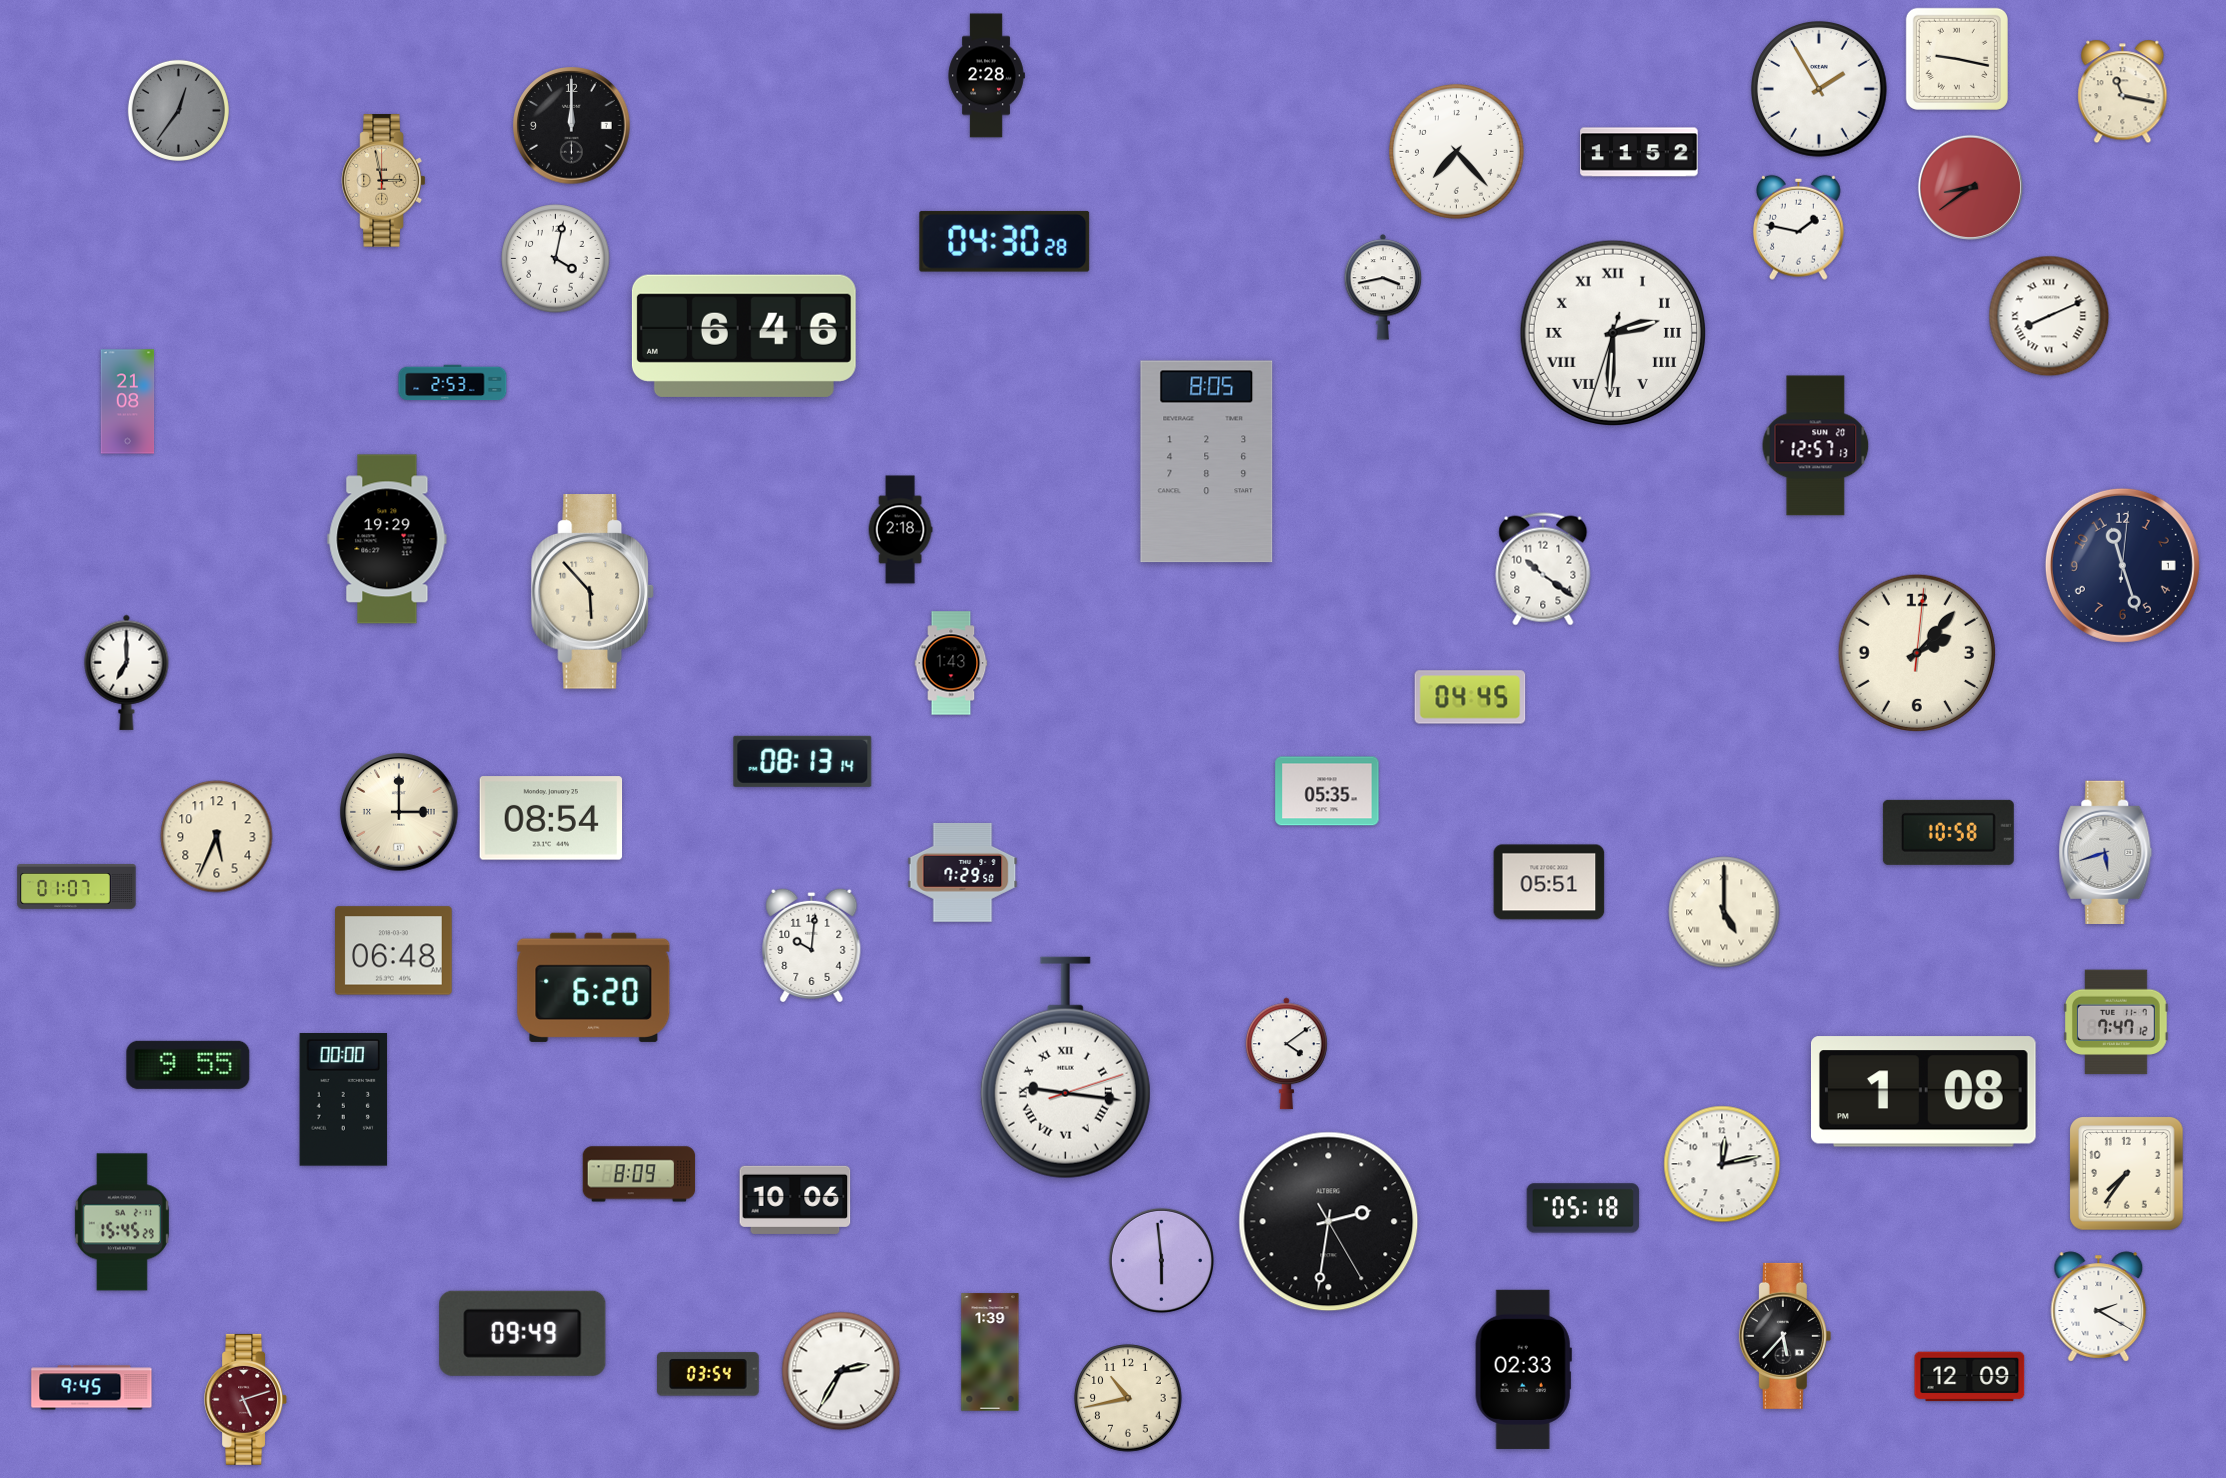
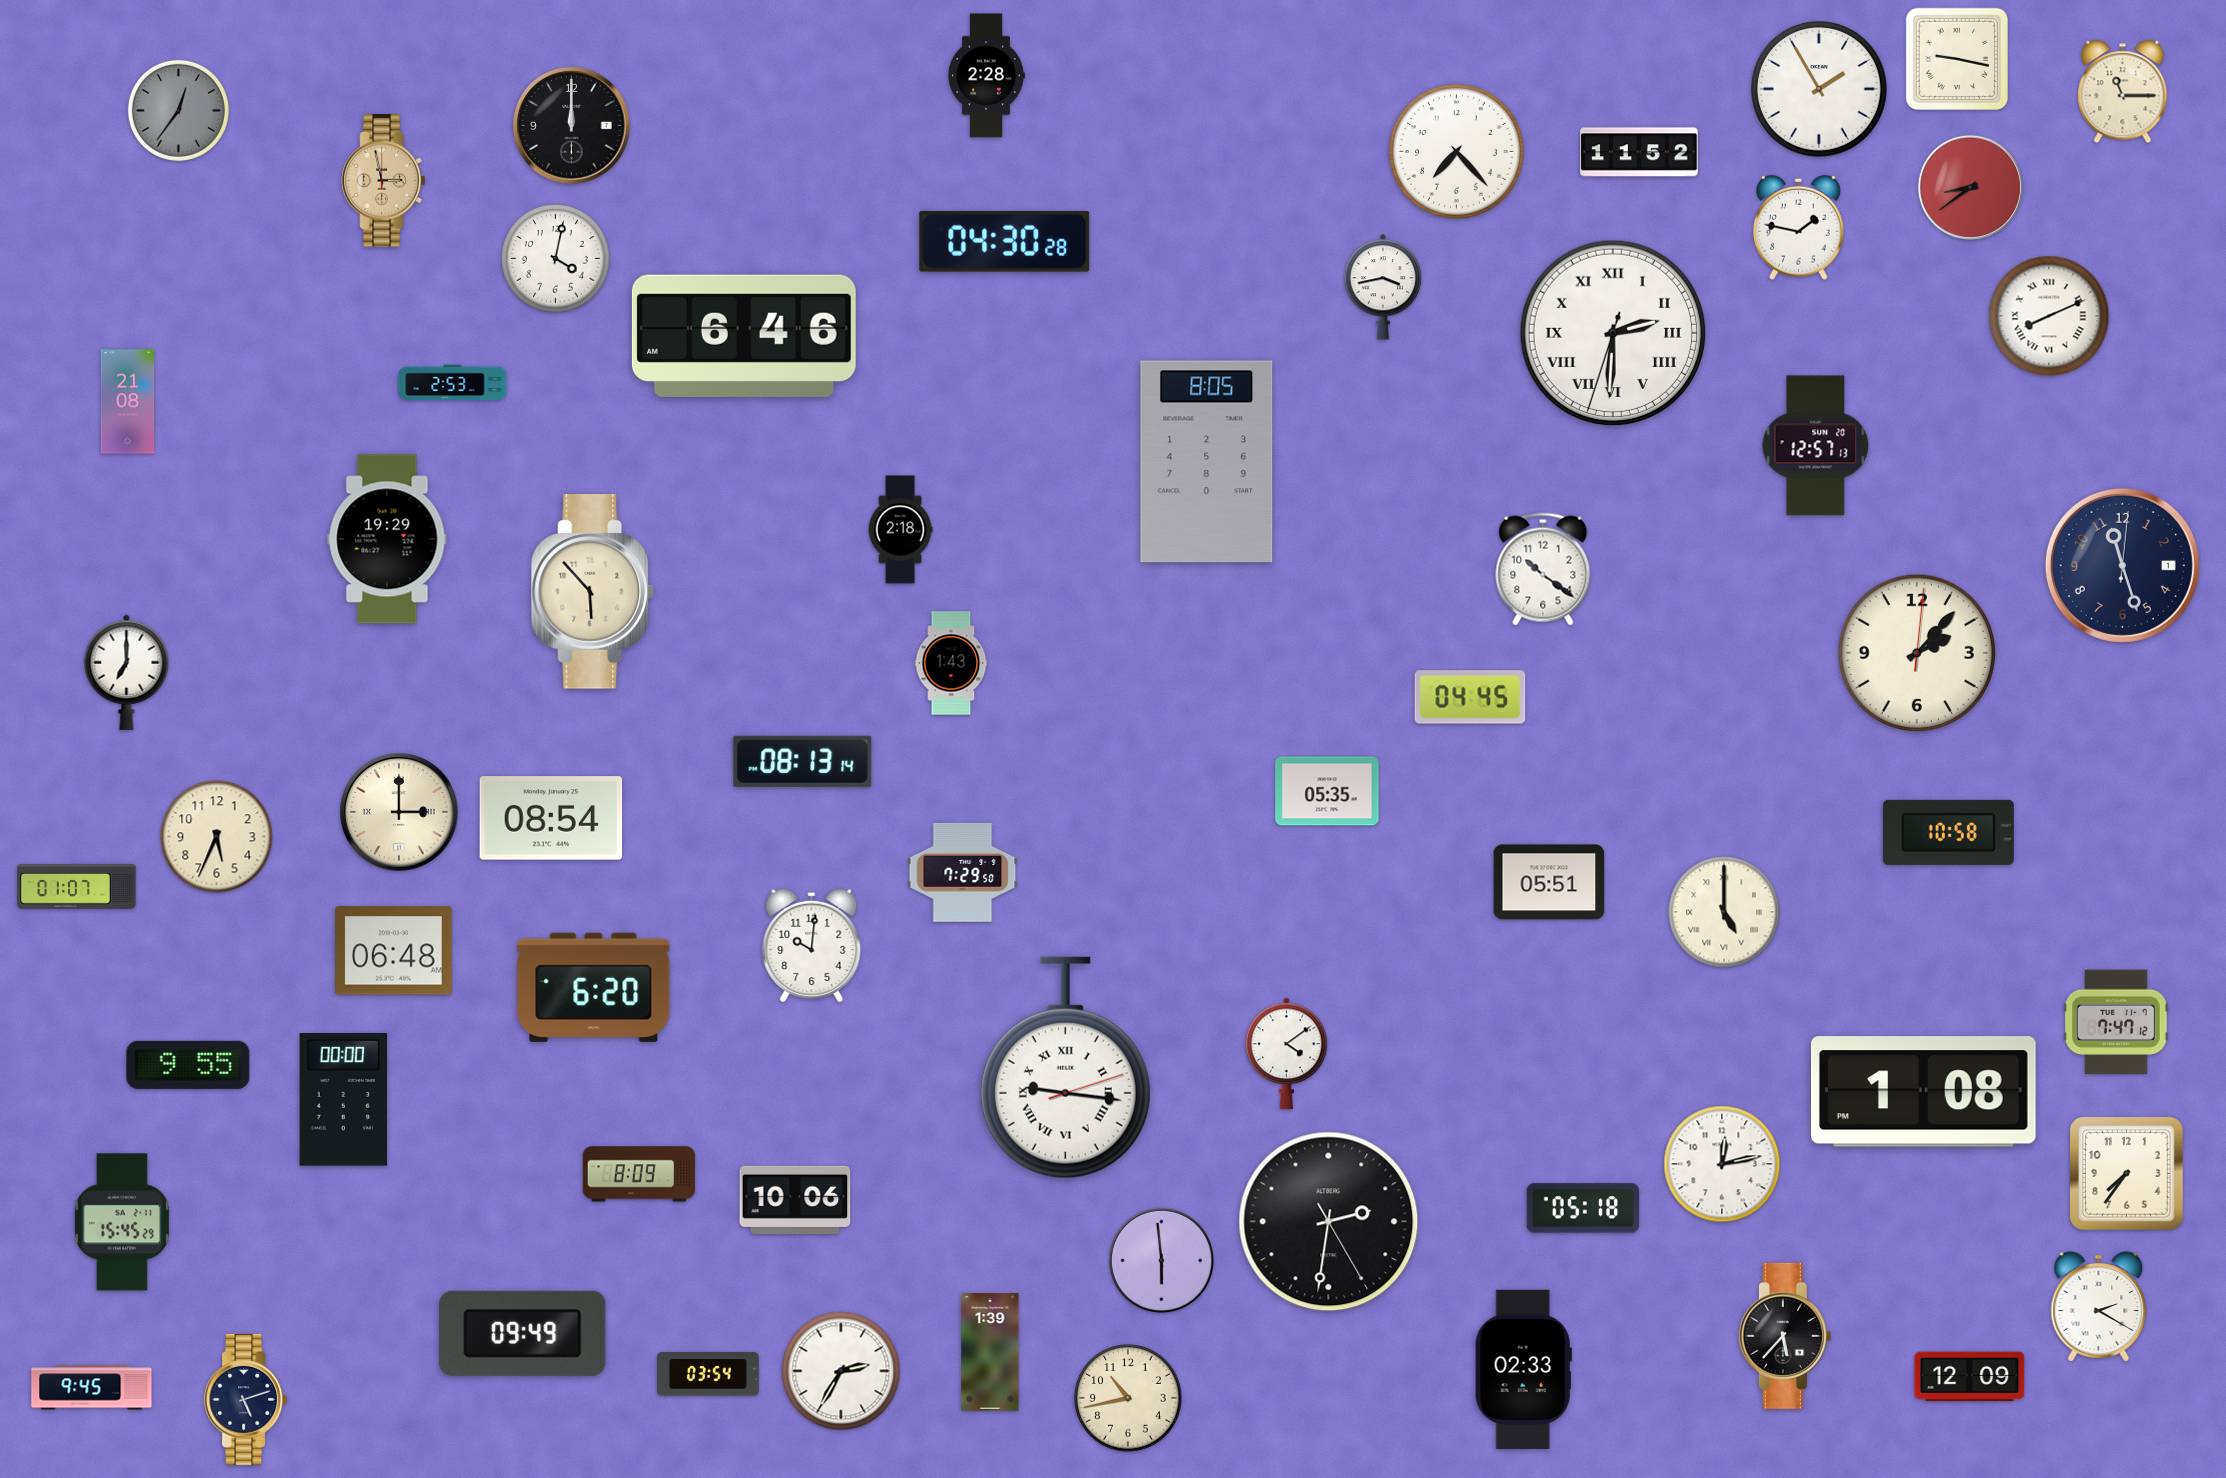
clock at (2123, 92): 11:17 -> 11:15
clock at (2106, 852): 5:42 -> none
clock at (246, 1399) dial: burgundy -> navy
